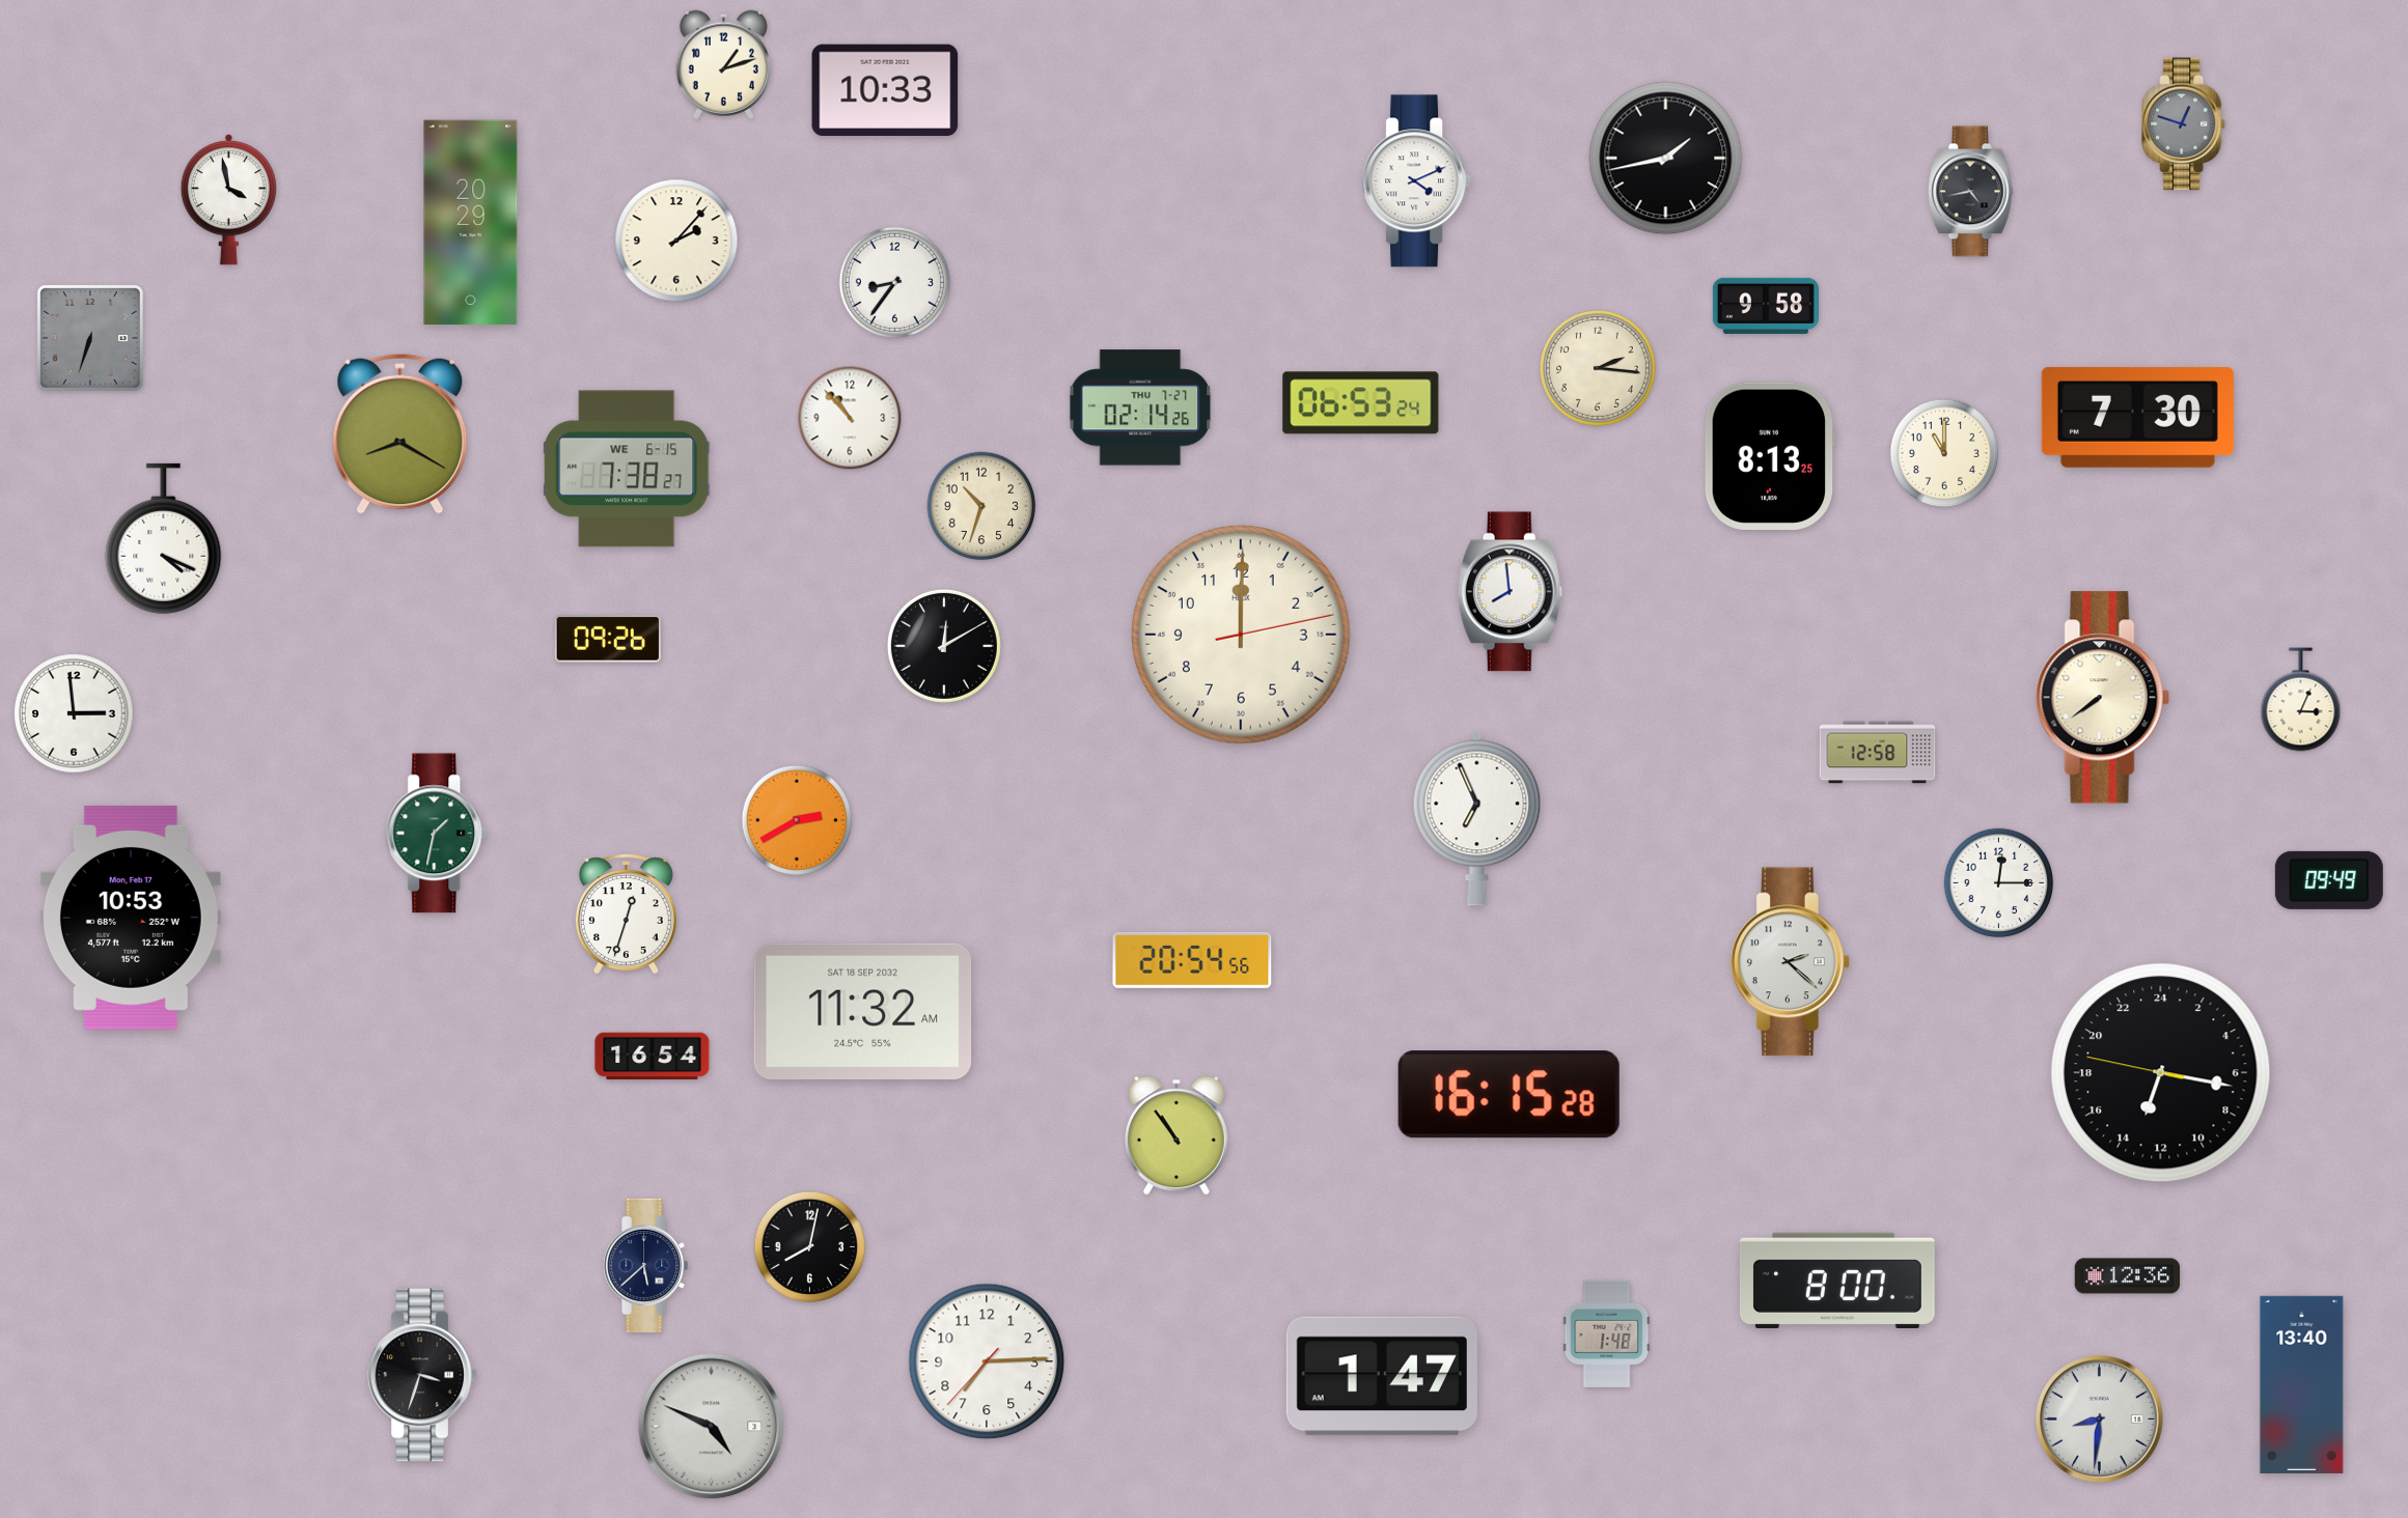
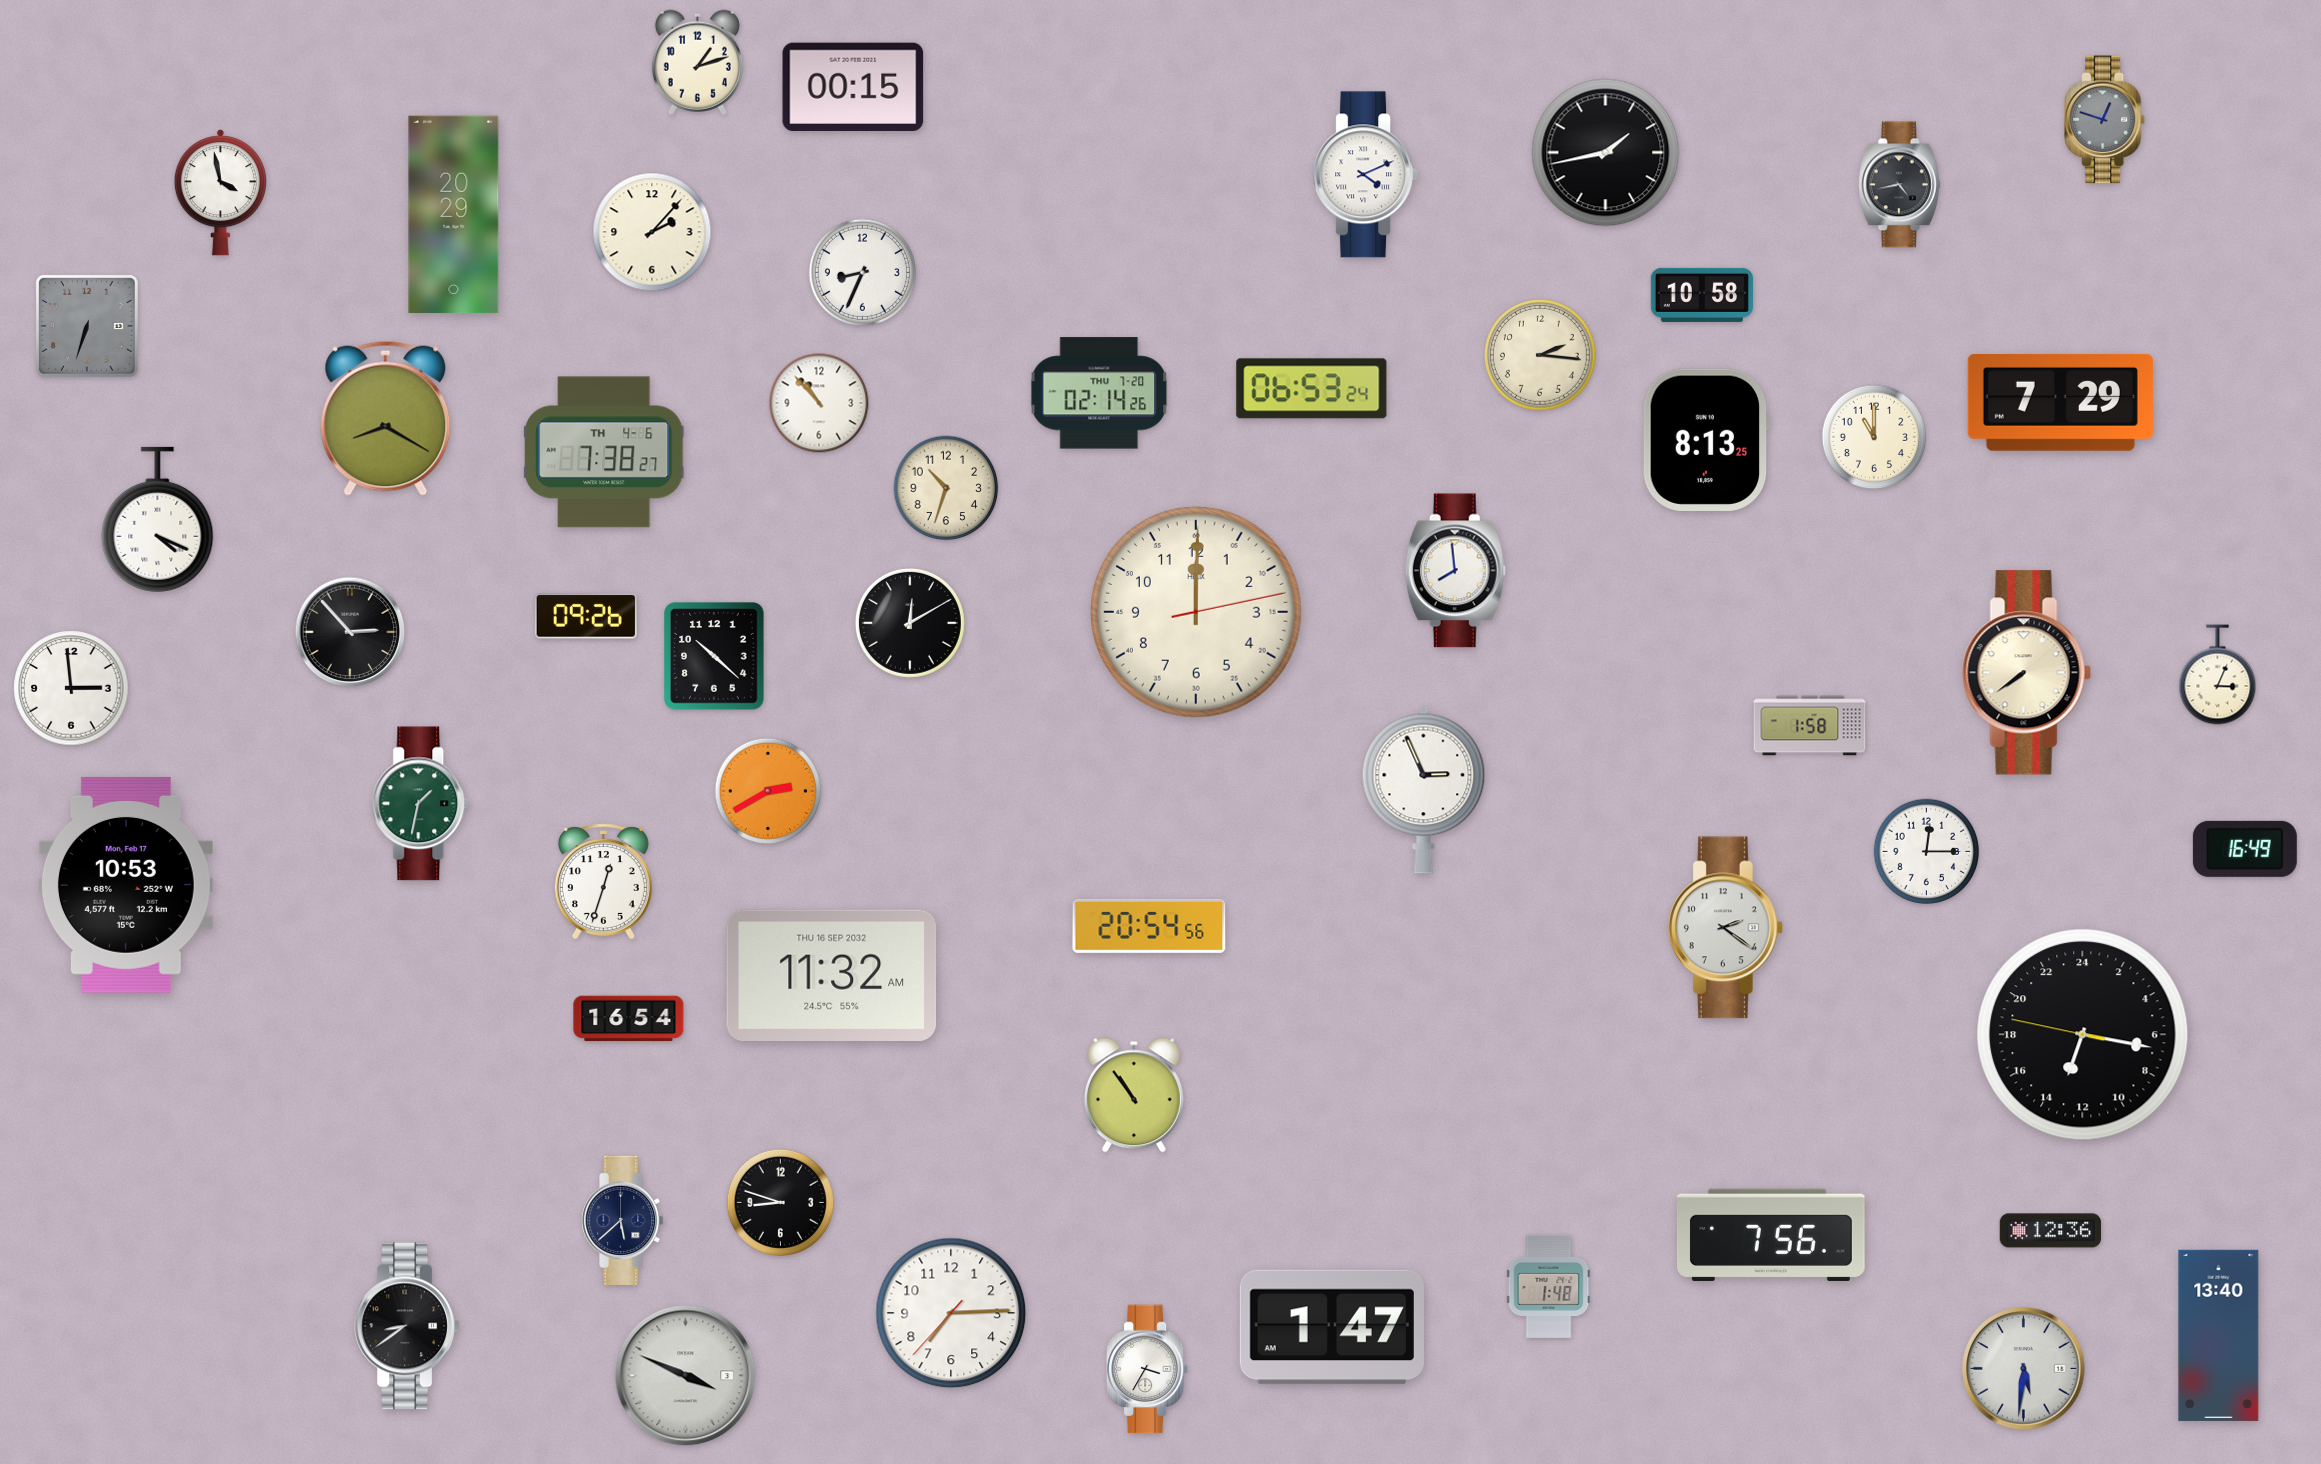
clock at (885, 89): 10:33 -> 00:15
clock at (894, 282): 8:36 -> 8:34
clock at (1766, 306): 9:58 -> 10:58
clock at (1140, 407) date: THU 7-27 -> THU 7-20
clock at (2137, 417): 7:30 -> 7:29
clock at (628, 469) date: WE 6-15 -> TH 4-6
clock at (350, 632): none -> 2:53
clock at (714, 656): none -> 10:22
clock at (1878, 753): 12:58 -> 1:58
clock at (1477, 818): 6:56 -> 2:56
clock at (2329, 880): 09:49 -> 16:49
clock at (1790, 962): 2:22 -> 2:21
clock at (863, 1011) date: SAT 18 SEP 2032 -> THU 16 SEP 2032
clock at (1509, 1095): 16:15 -> none
clock at (809, 1246): 8:02 -> 8:48
clock at (1837, 1281): 8:00 -> 7:56
clock at (422, 1375): 3:33 -> 8:39
clock at (1148, 1369): none -> 3:35
clock at (2100, 1419): 8:31 -> 5:31
clock at (712, 1427): 4:49 -> 3:49
